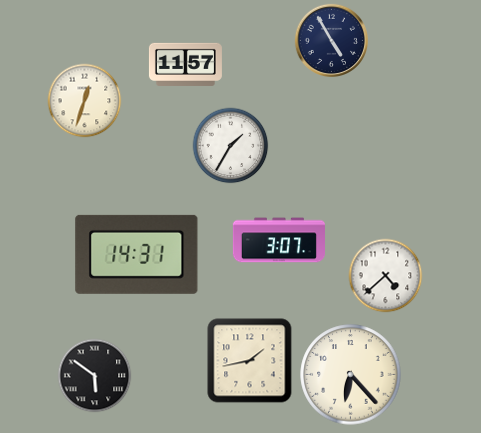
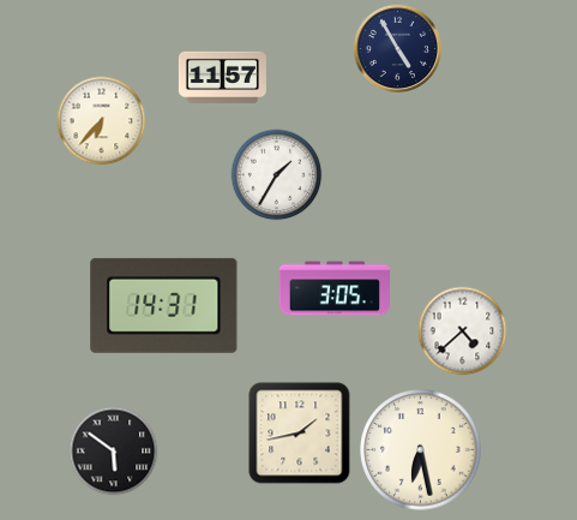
clock at (85, 101): 12:33 -> 6:37
clock at (278, 240): 3:07 -> 3:05
clock at (351, 375): 6:23 -> 6:28
